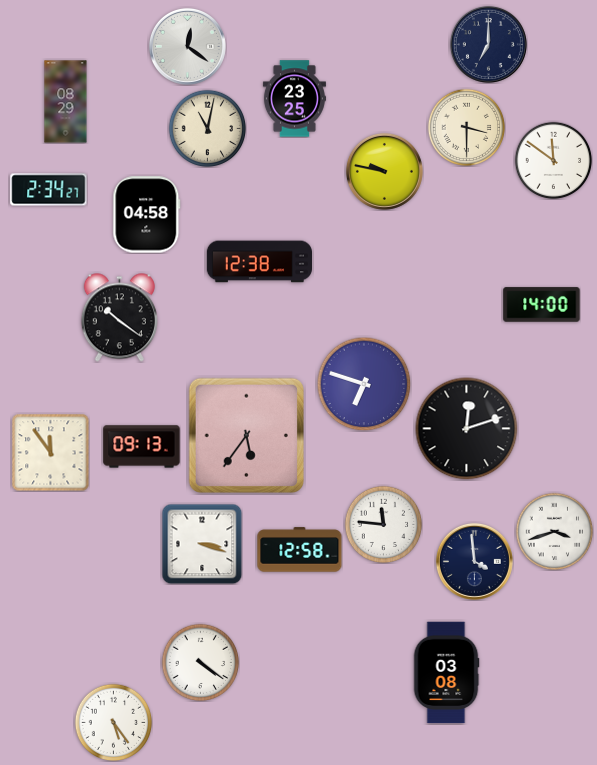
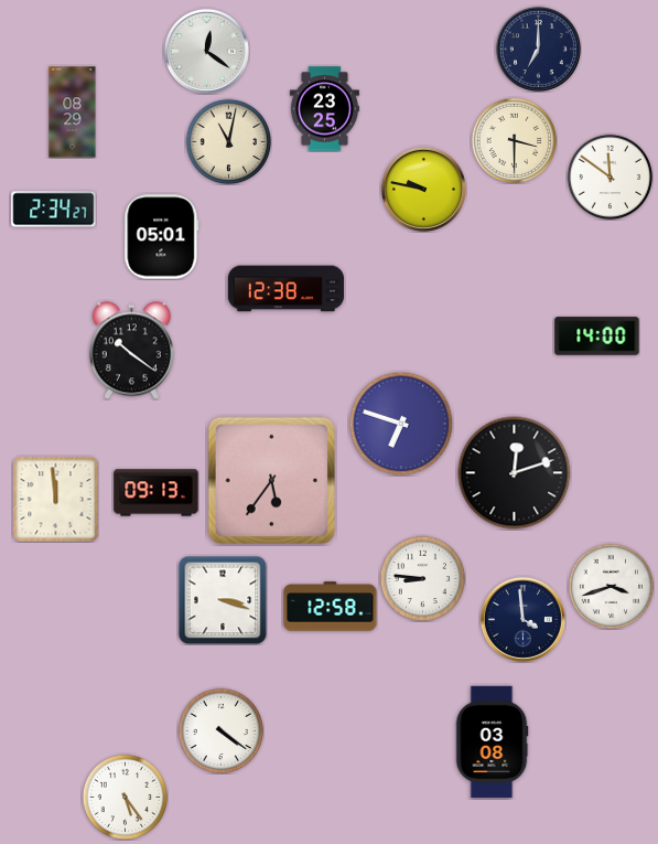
clock at (147, 215): 04:58 -> 05:01
clock at (50, 452): 11:54 -> 11:59
clock at (383, 524): 11:46 -> 8:46
